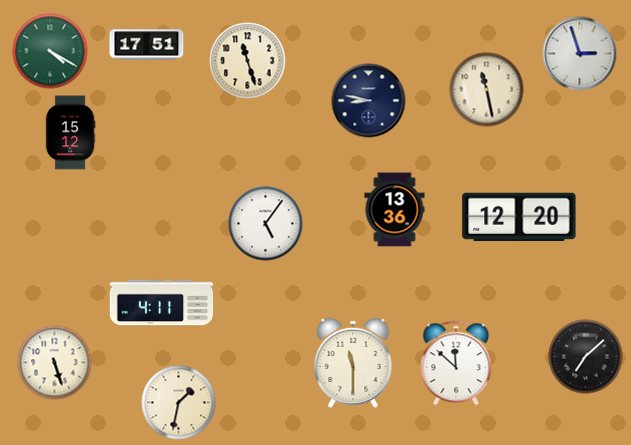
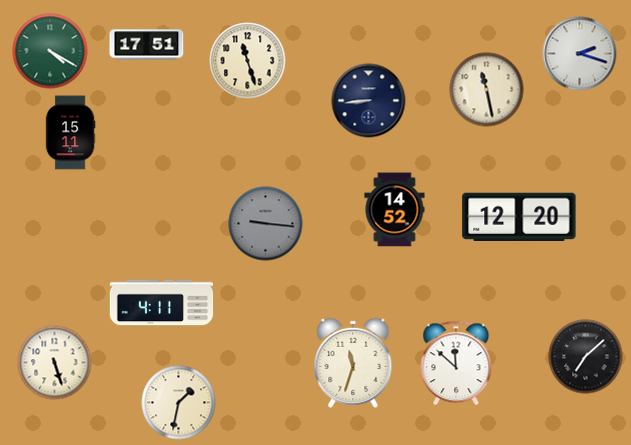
clock at (580, 54): 2:57 -> 2:18
clock at (369, 101): 8:47 -> 8:44
clock at (70, 133): 15:12 -> 15:11
clock at (395, 210): 13:36 -> 14:52
clock at (266, 224): 5:06 -> 9:16
clock at (266, 224) dial: white -> grey
clock at (353, 363): 11:30 -> 11:33
